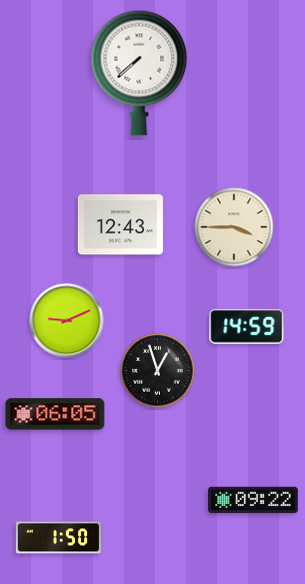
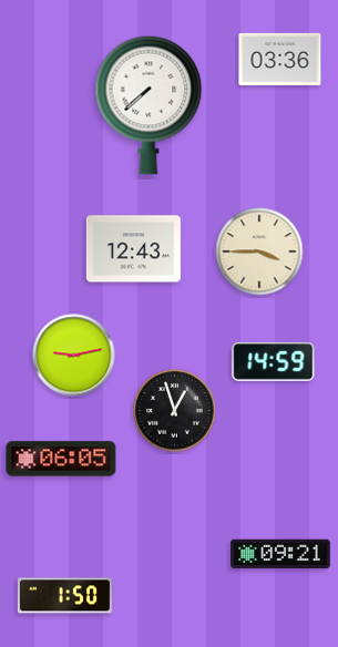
clock at (280, 59): none -> 03:36
clock at (139, 73) position: (139, 73) -> (148, 105)
clock at (67, 321): 9:11 -> 9:13
clock at (253, 500): 09:22 -> 09:21
